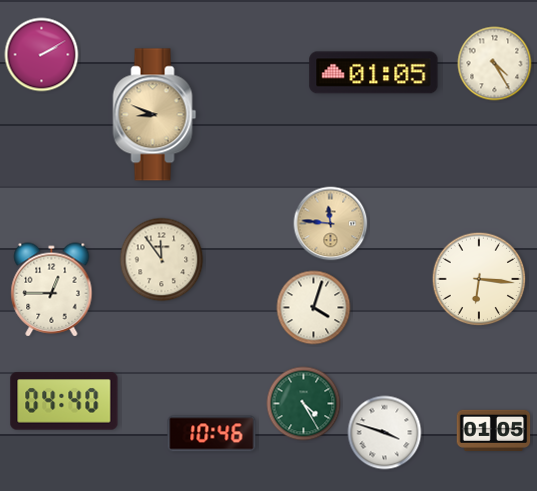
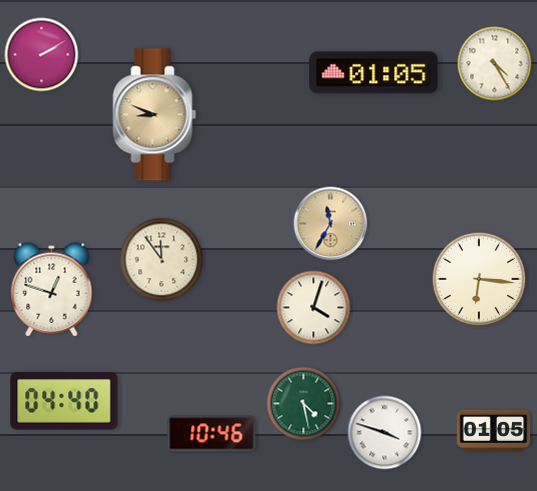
clock at (331, 224): 11:46 -> 11:35
clock at (52, 290): 12:45 -> 12:48
clock at (304, 404): 4:25 -> 4:28
